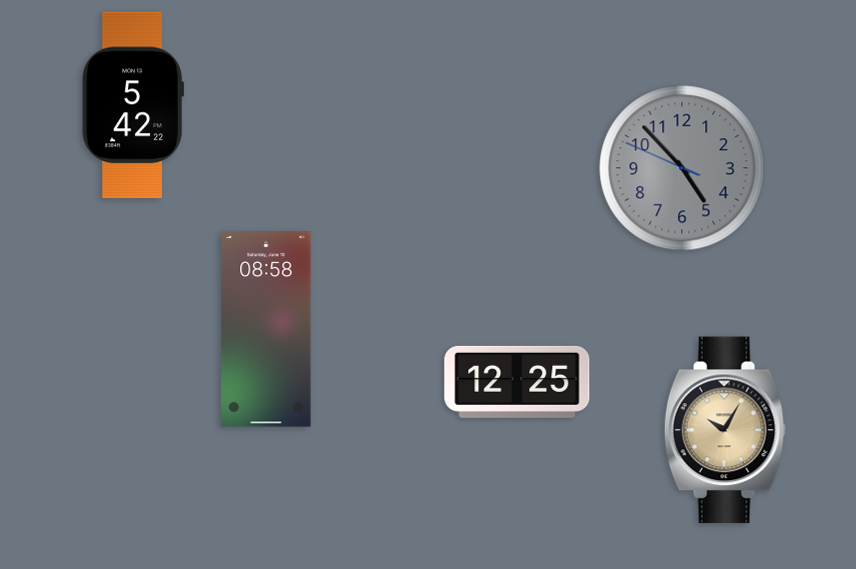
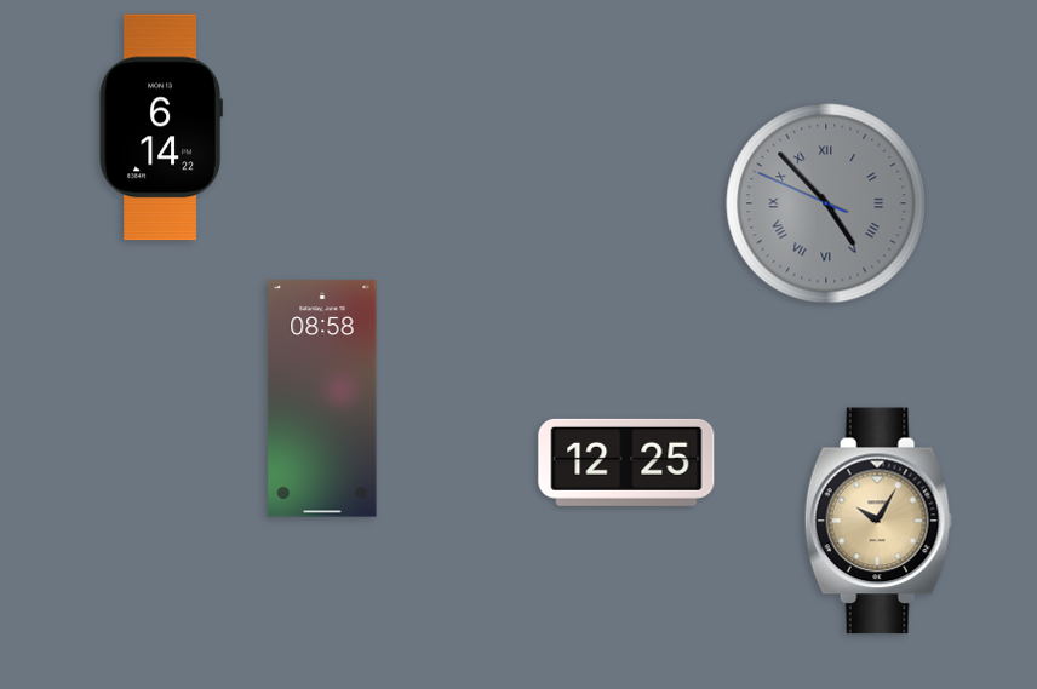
clock at (133, 105): 5:42 -> 6:14
clock at (682, 168) numerals: Arabic -> Roman
